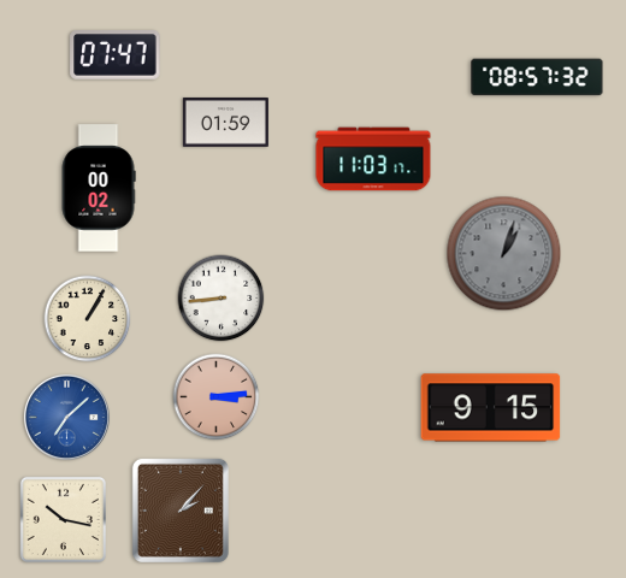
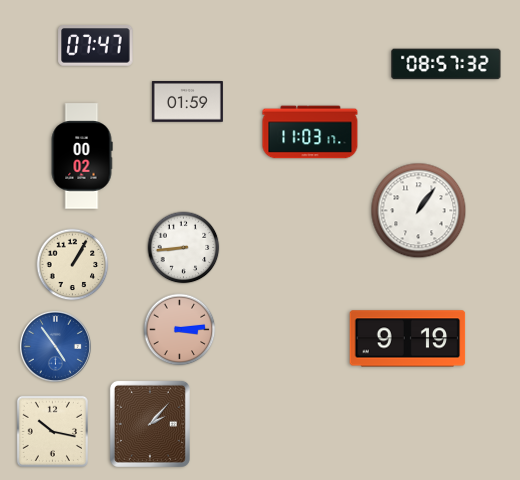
clock at (504, 254): 1:03 -> 1:06
clock at (504, 254) dial: grey -> white
clock at (491, 408): 9:15 -> 9:19
clock at (66, 417): 7:08 -> 4:54
